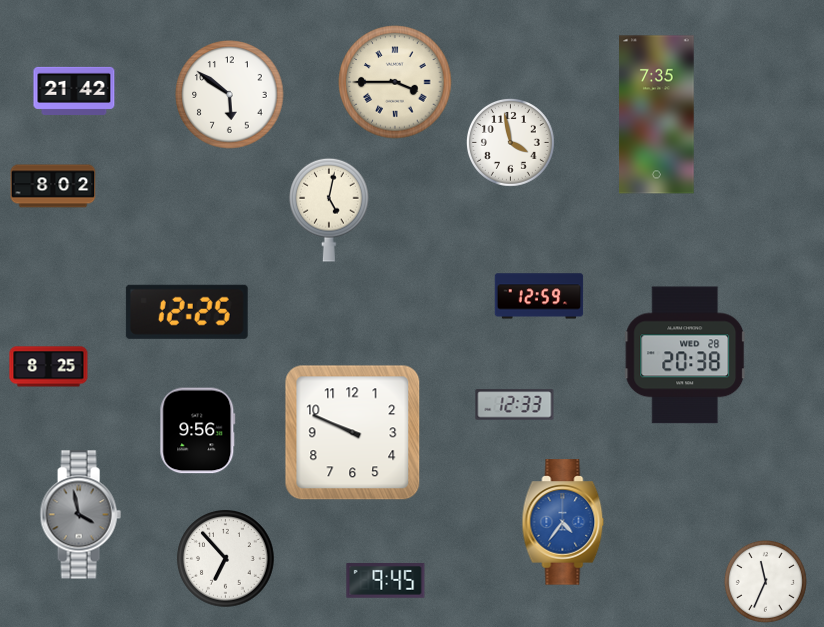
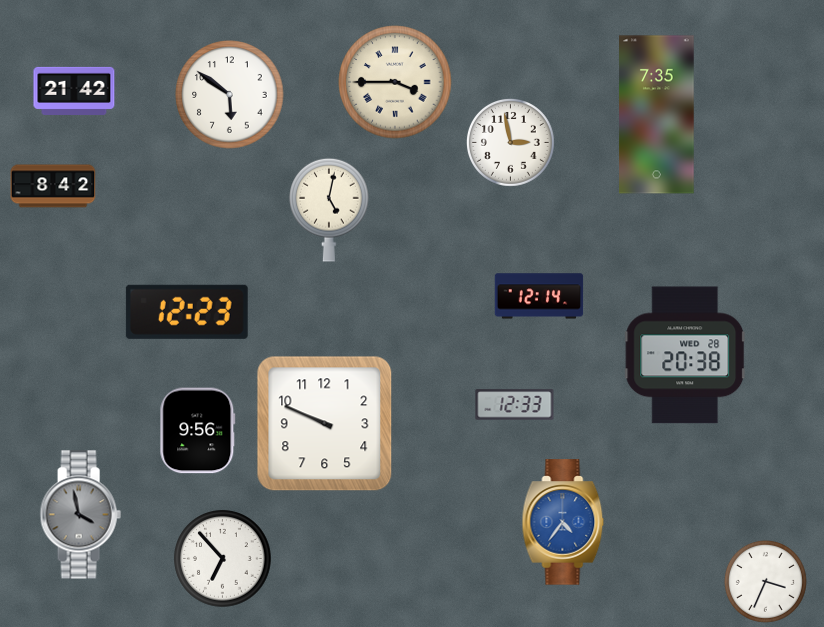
clock at (510, 142): 3:58 -> 2:58
clock at (53, 186): 8:02 -> 8:42
clock at (539, 296): 12:59 -> 12:14
clock at (187, 312): 12:25 -> 12:23
clock at (49, 367): 8:25 -> none
clock at (353, 433) position: (353, 433) -> (325, 424)
clock at (226, 559) position: (226, 559) -> (223, 559)
clock at (386, 581): 9:45 -> none
clock at (765, 581): 11:34 -> 3:34
